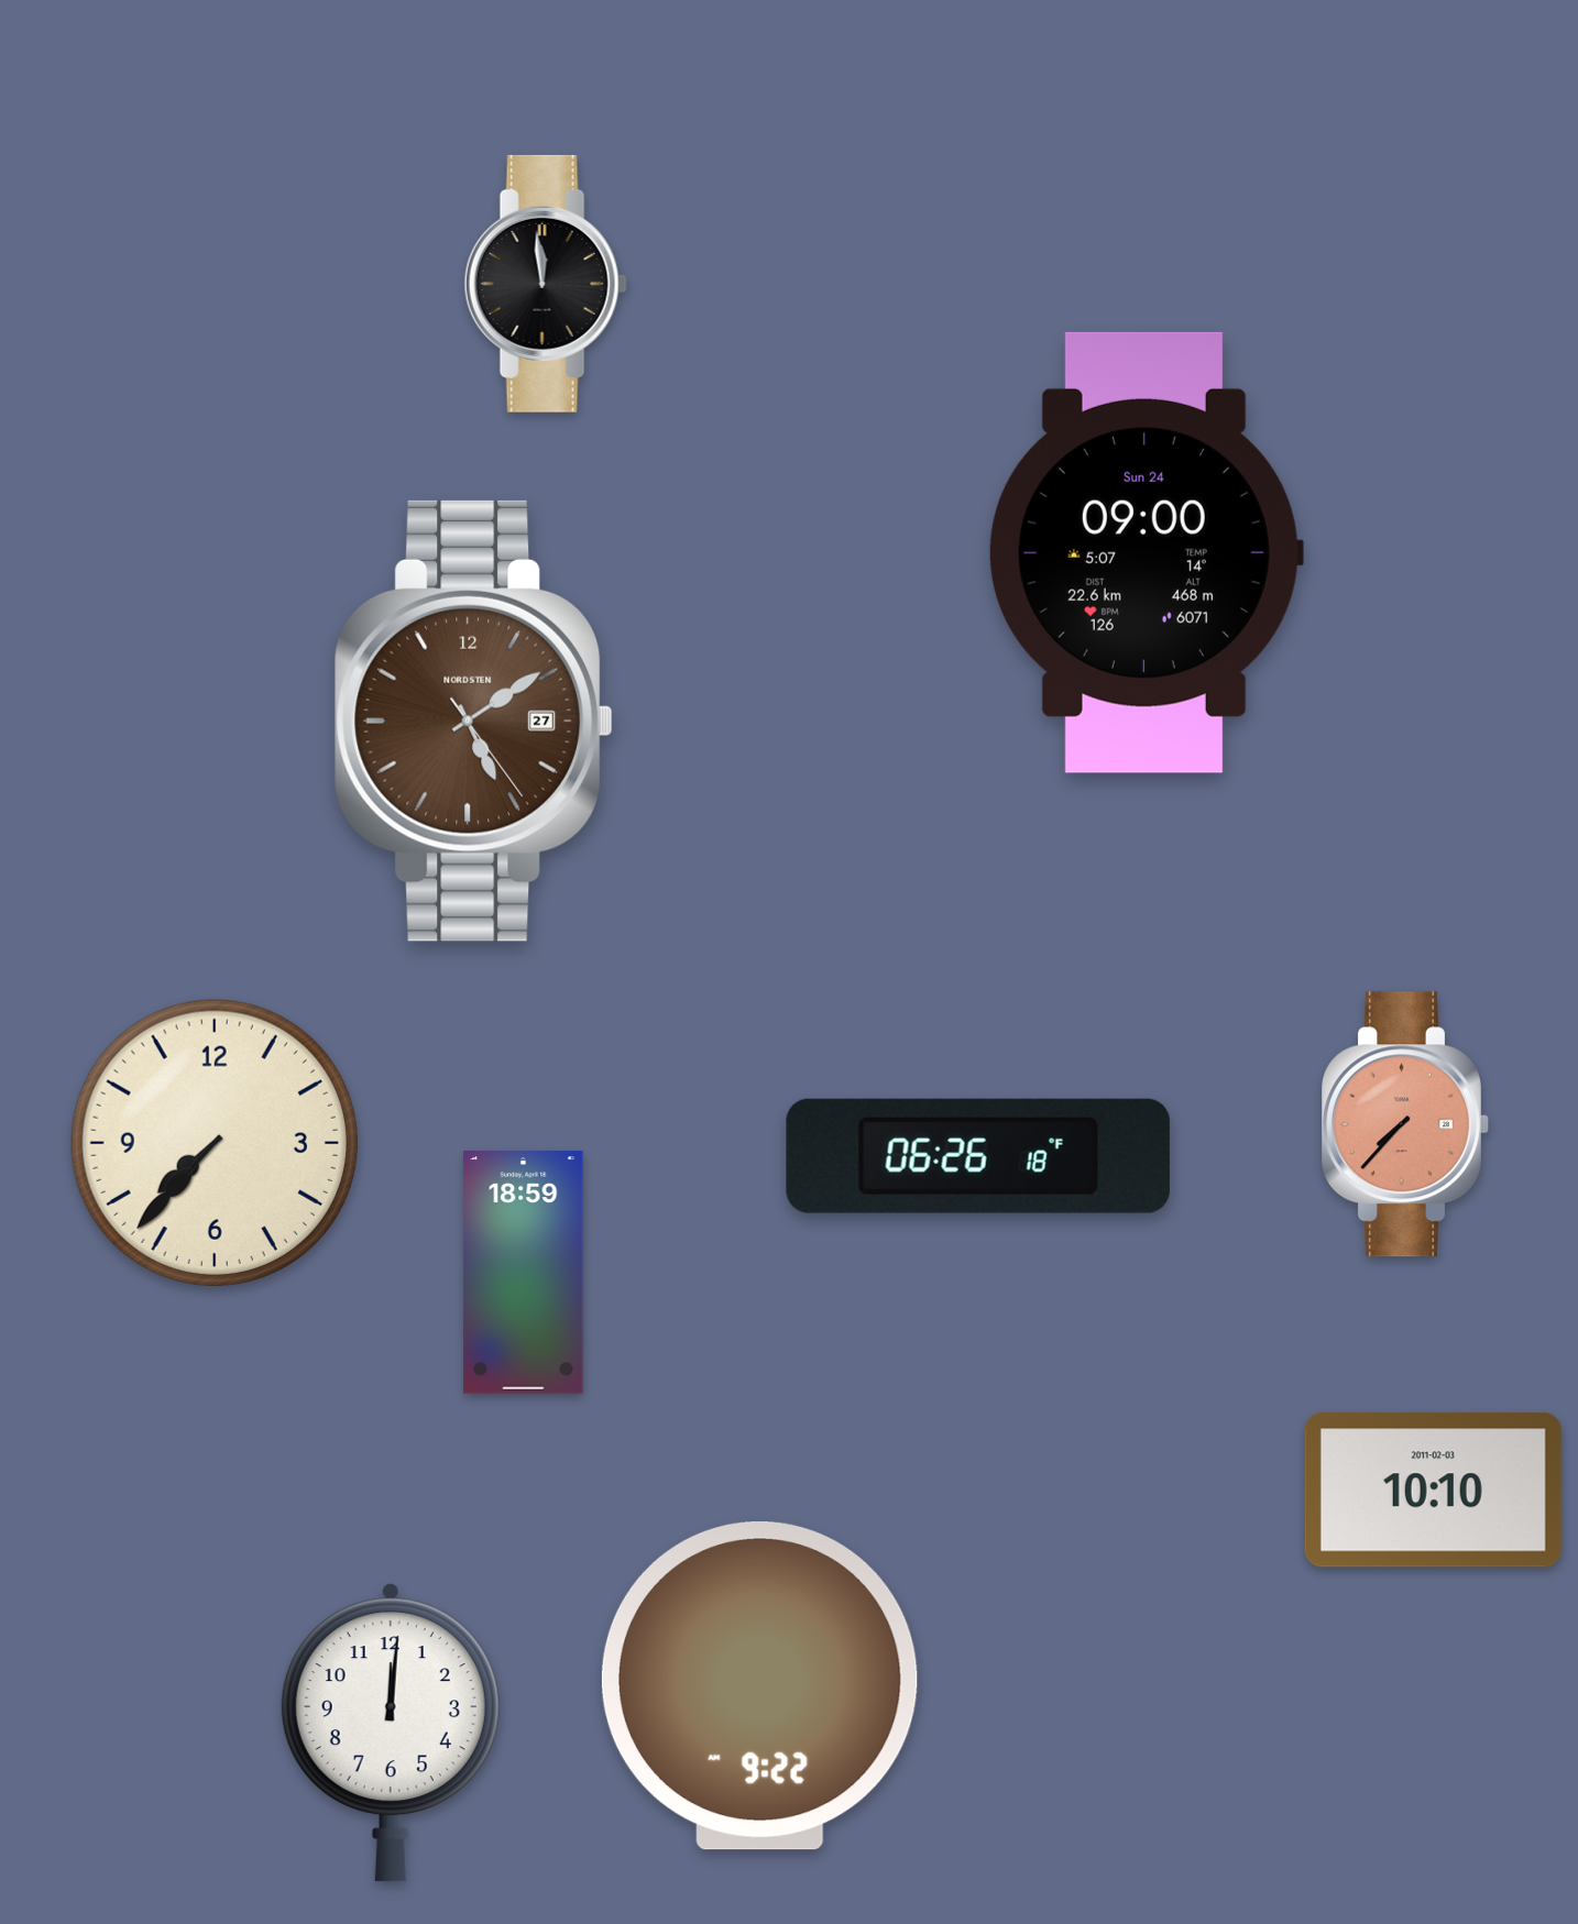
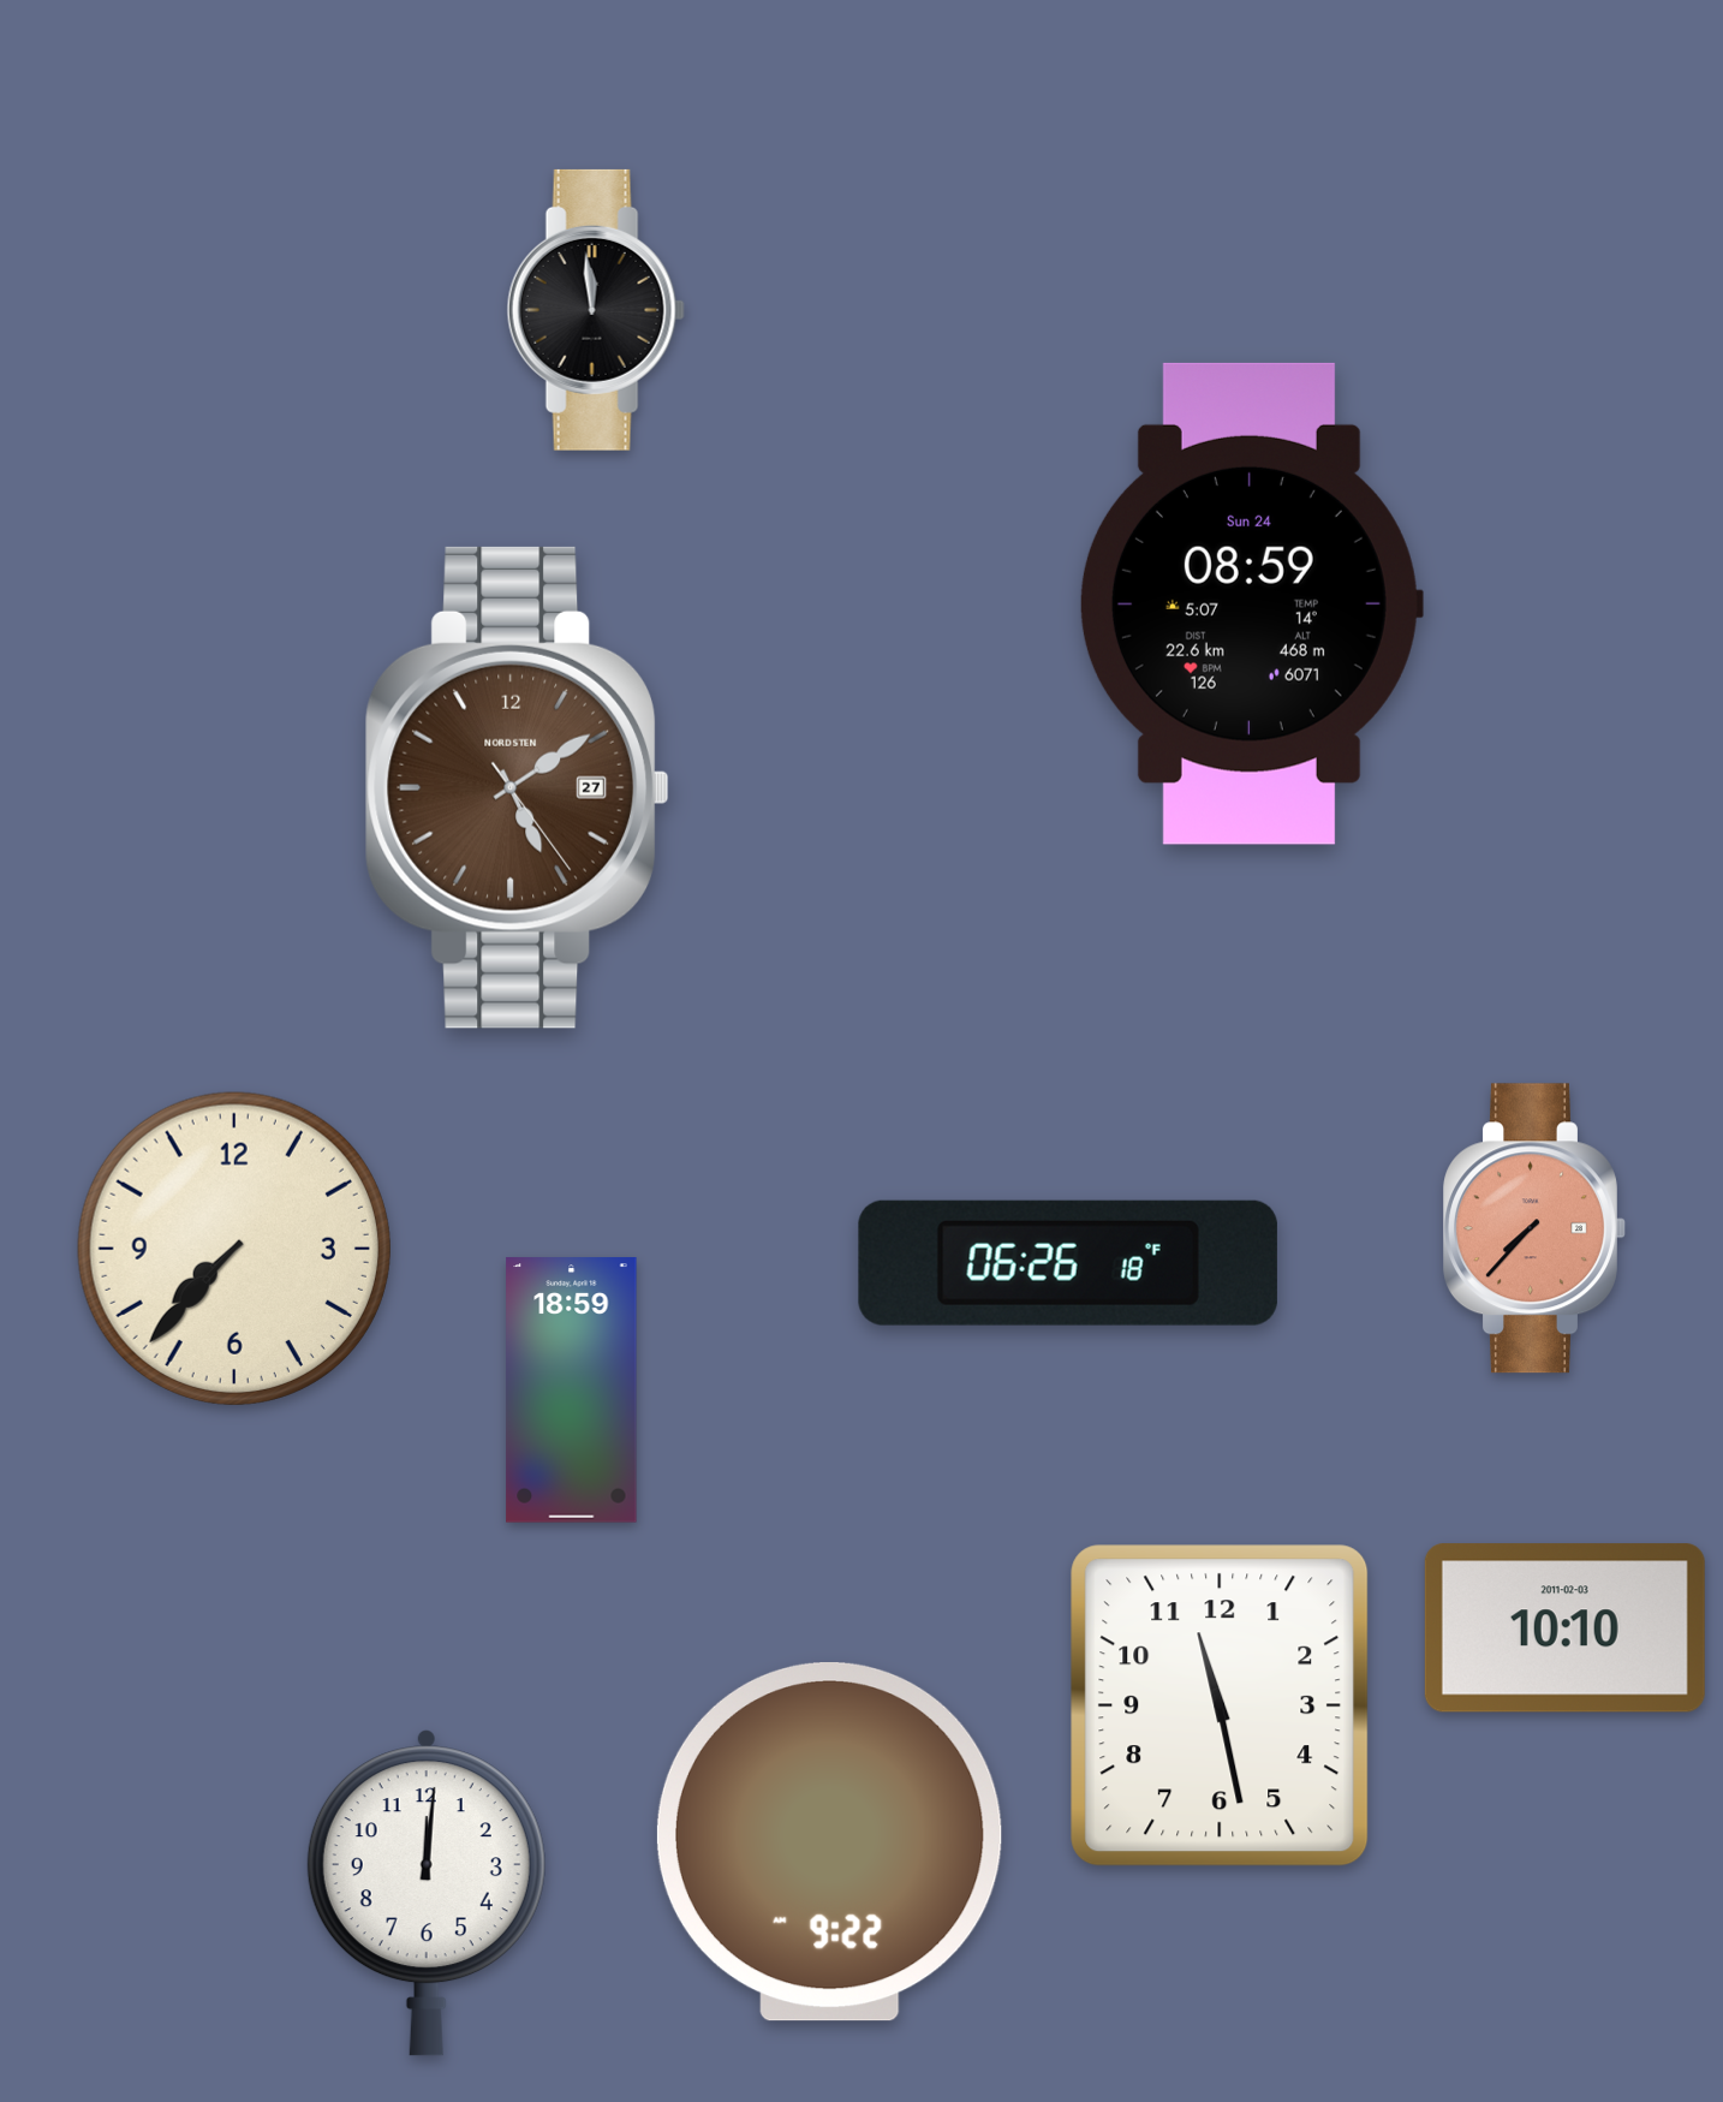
clock at (1146, 552): 09:00 -> 08:59
clock at (1220, 1705): none -> 11:28
